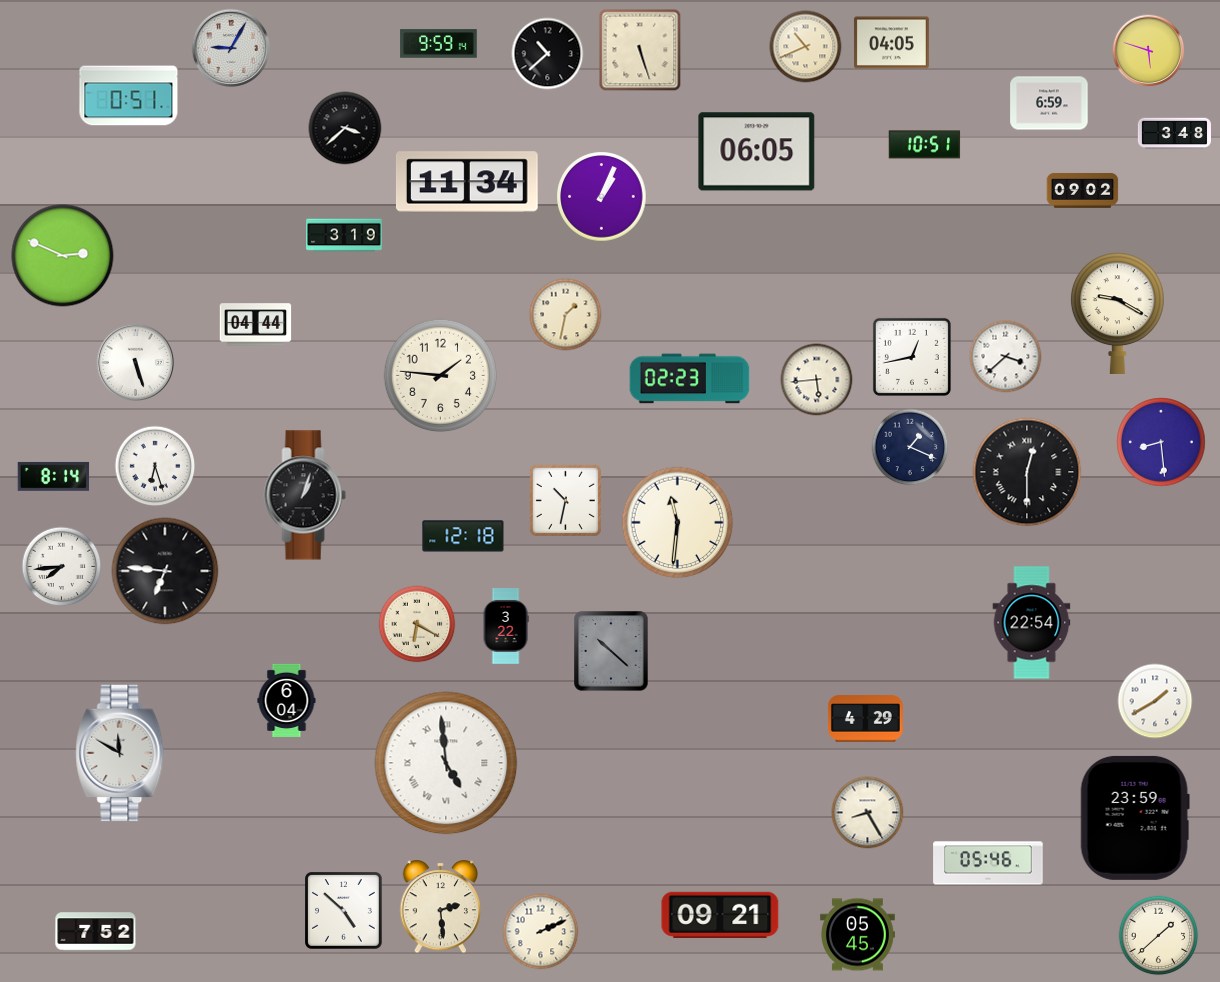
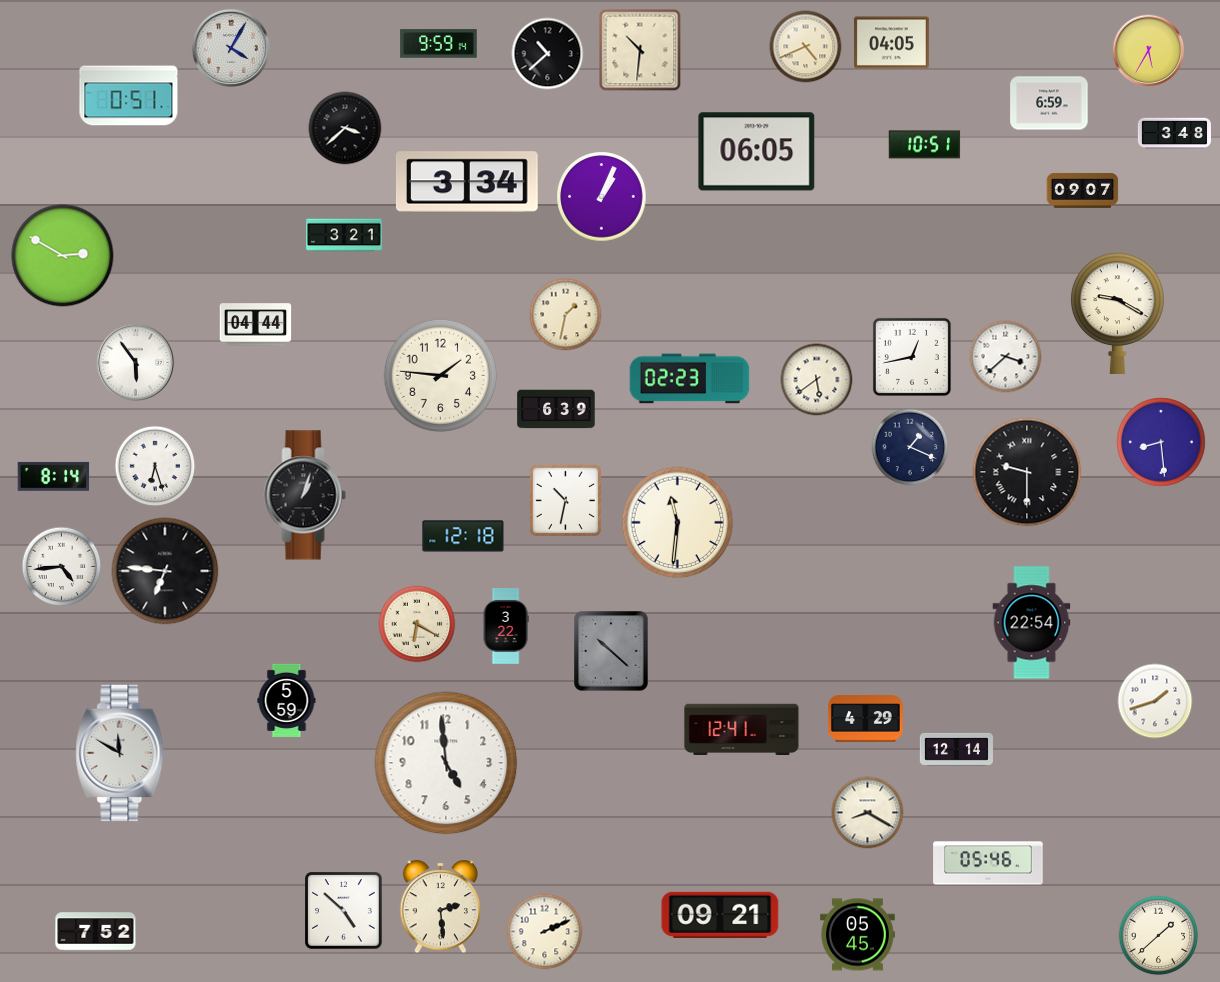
clock at (806, 47): 10:41 -> 4:41
clock at (231, 48): 9:05 -> 4:05
clock at (640, 50): 5:27 -> 10:31
clock at (1149, 51): 5:48 -> 5:35
clock at (467, 182): 11:34 -> 3:34
clock at (1083, 190): 09:02 -> 09:07
clock at (344, 235): 3:19 -> 3:21
clock at (63, 256): 2:49 -> 2:50
clock at (135, 362): 5:27 -> 5:54
clock at (817, 380): 5:44 -> 5:39
clock at (556, 409): none -> 6:39
clock at (1027, 472): 12:30 -> 9:30
clock at (62, 567): 7:44 -> 4:44
clock at (287, 700): 6:04 -> 5:59
clock at (1155, 701): 1:40 -> 1:42
clock at (742, 730): none -> 12:41
clock at (956, 749): none -> 12:14
clock at (446, 763) numerals: Roman -> Arabic
clock at (868, 813): 8:25 -> 8:20
clock at (1135, 818): 23:59 -> none
clock at (541, 932) position: (541, 932) -> (545, 932)
